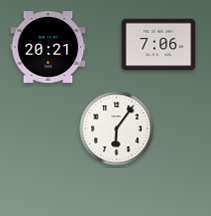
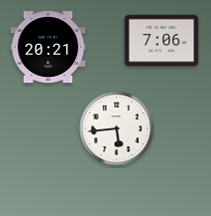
clock at (159, 45) position: (159, 45) -> (162, 41)
clock at (117, 129): 6:06 -> 5:44
